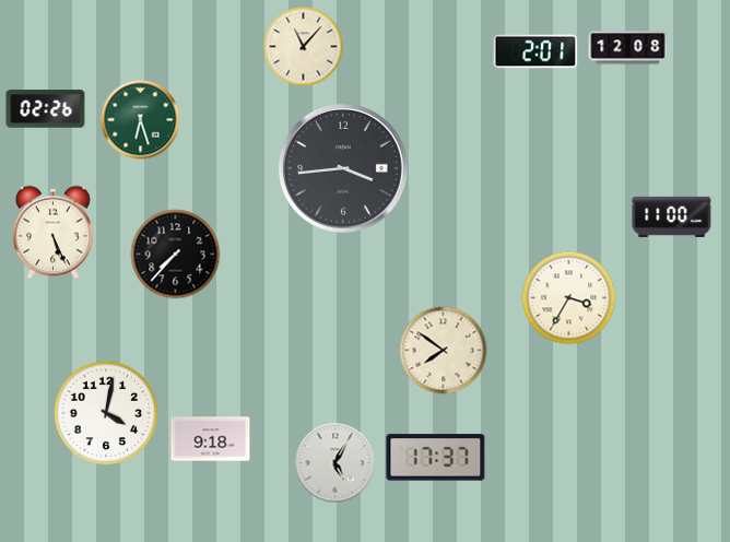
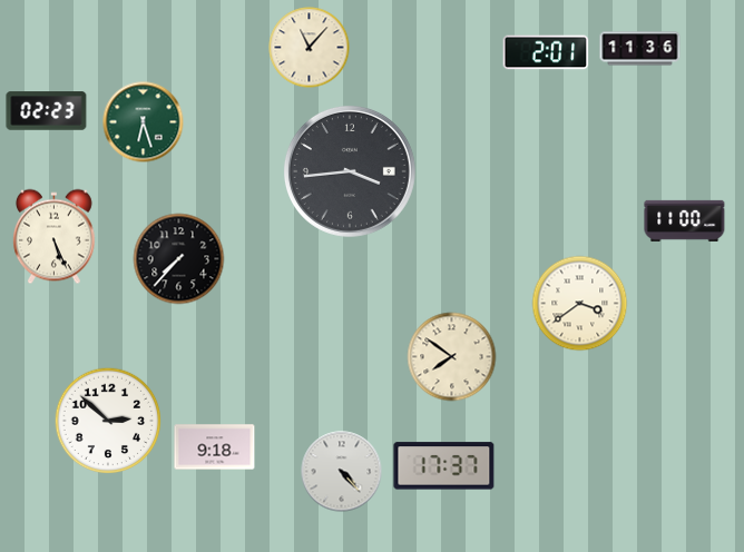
clock at (628, 48): 12:08 -> 11:36
clock at (46, 109): 02:26 -> 02:23
clock at (569, 298): 3:35 -> 3:39
clock at (106, 413): 4:02 -> 2:52
clock at (335, 463): 5:05 -> 4:23
